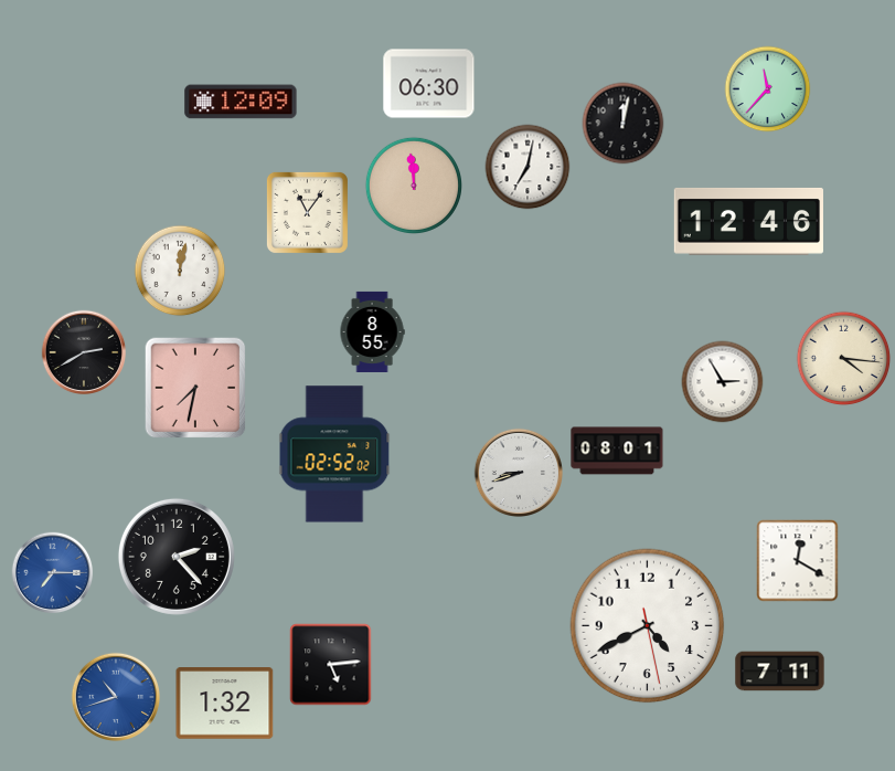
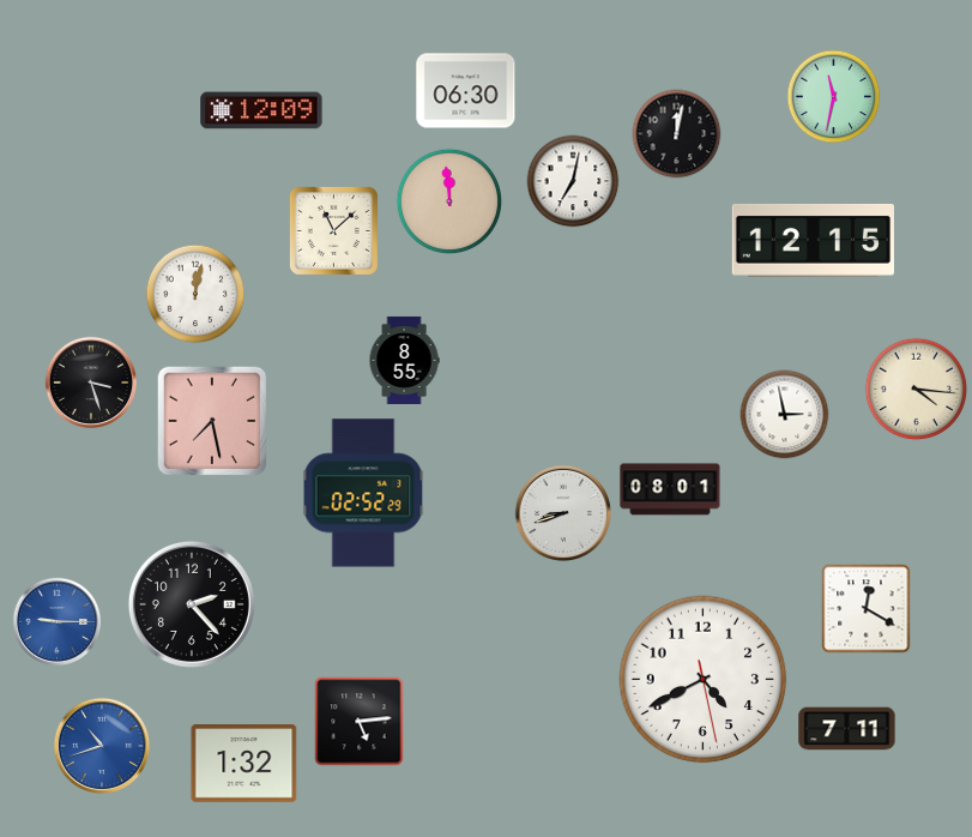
clock at (768, 89): 11:37 -> 11:32
clock at (307, 212): 11:06 -> 11:08
clock at (748, 221): 12:46 -> 12:15
clock at (84, 352): 2:40 -> 3:27
clock at (723, 382): 2:55 -> 2:58
clock at (195, 388): 7:32 -> 7:28
clock at (334, 454): 02:52:02 -> 02:52:29
clock at (53, 573): 7:15 -> 9:15
clock at (115, 696) position: (115, 696) -> (101, 745)
